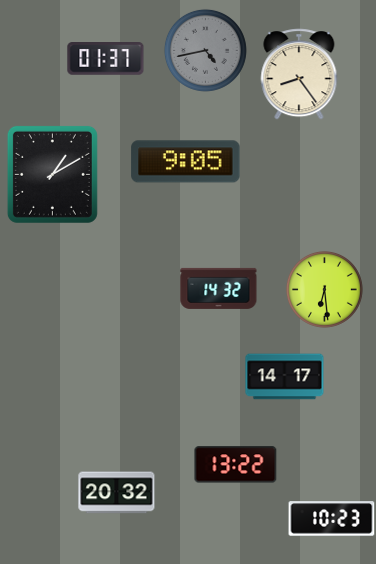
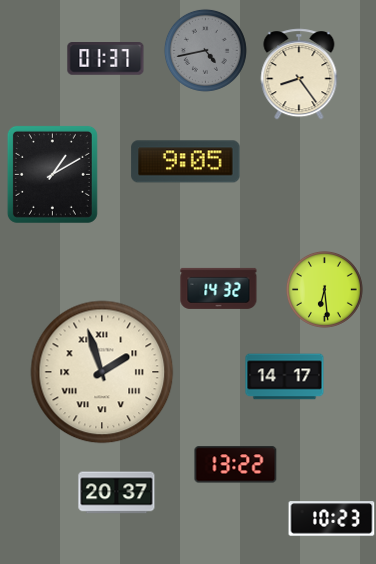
clock at (102, 372): none -> 1:57
clock at (117, 493): 20:32 -> 20:37
